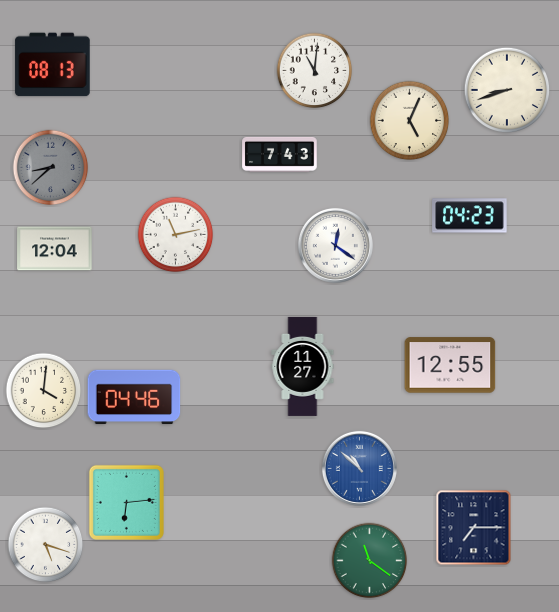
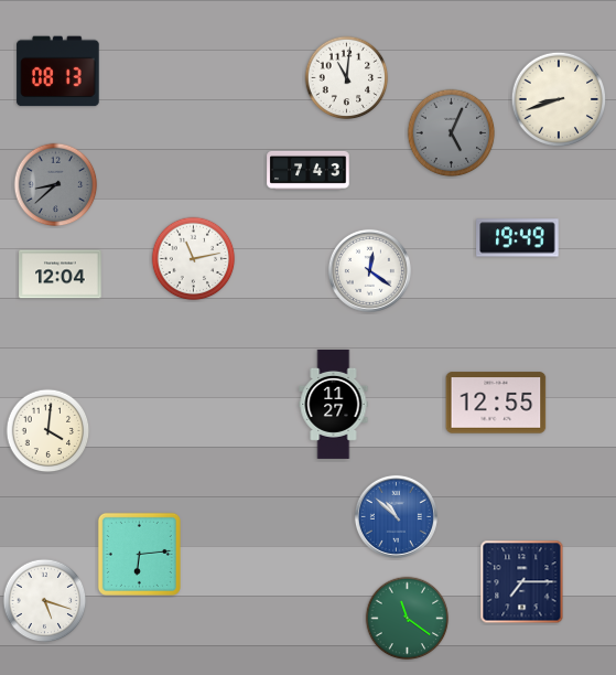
clock at (410, 121) dial: cream -> grey
clock at (470, 216): 04:23 -> 19:49
clock at (134, 397): 04:46 -> none
clock at (46, 545) position: (46, 545) -> (45, 601)
